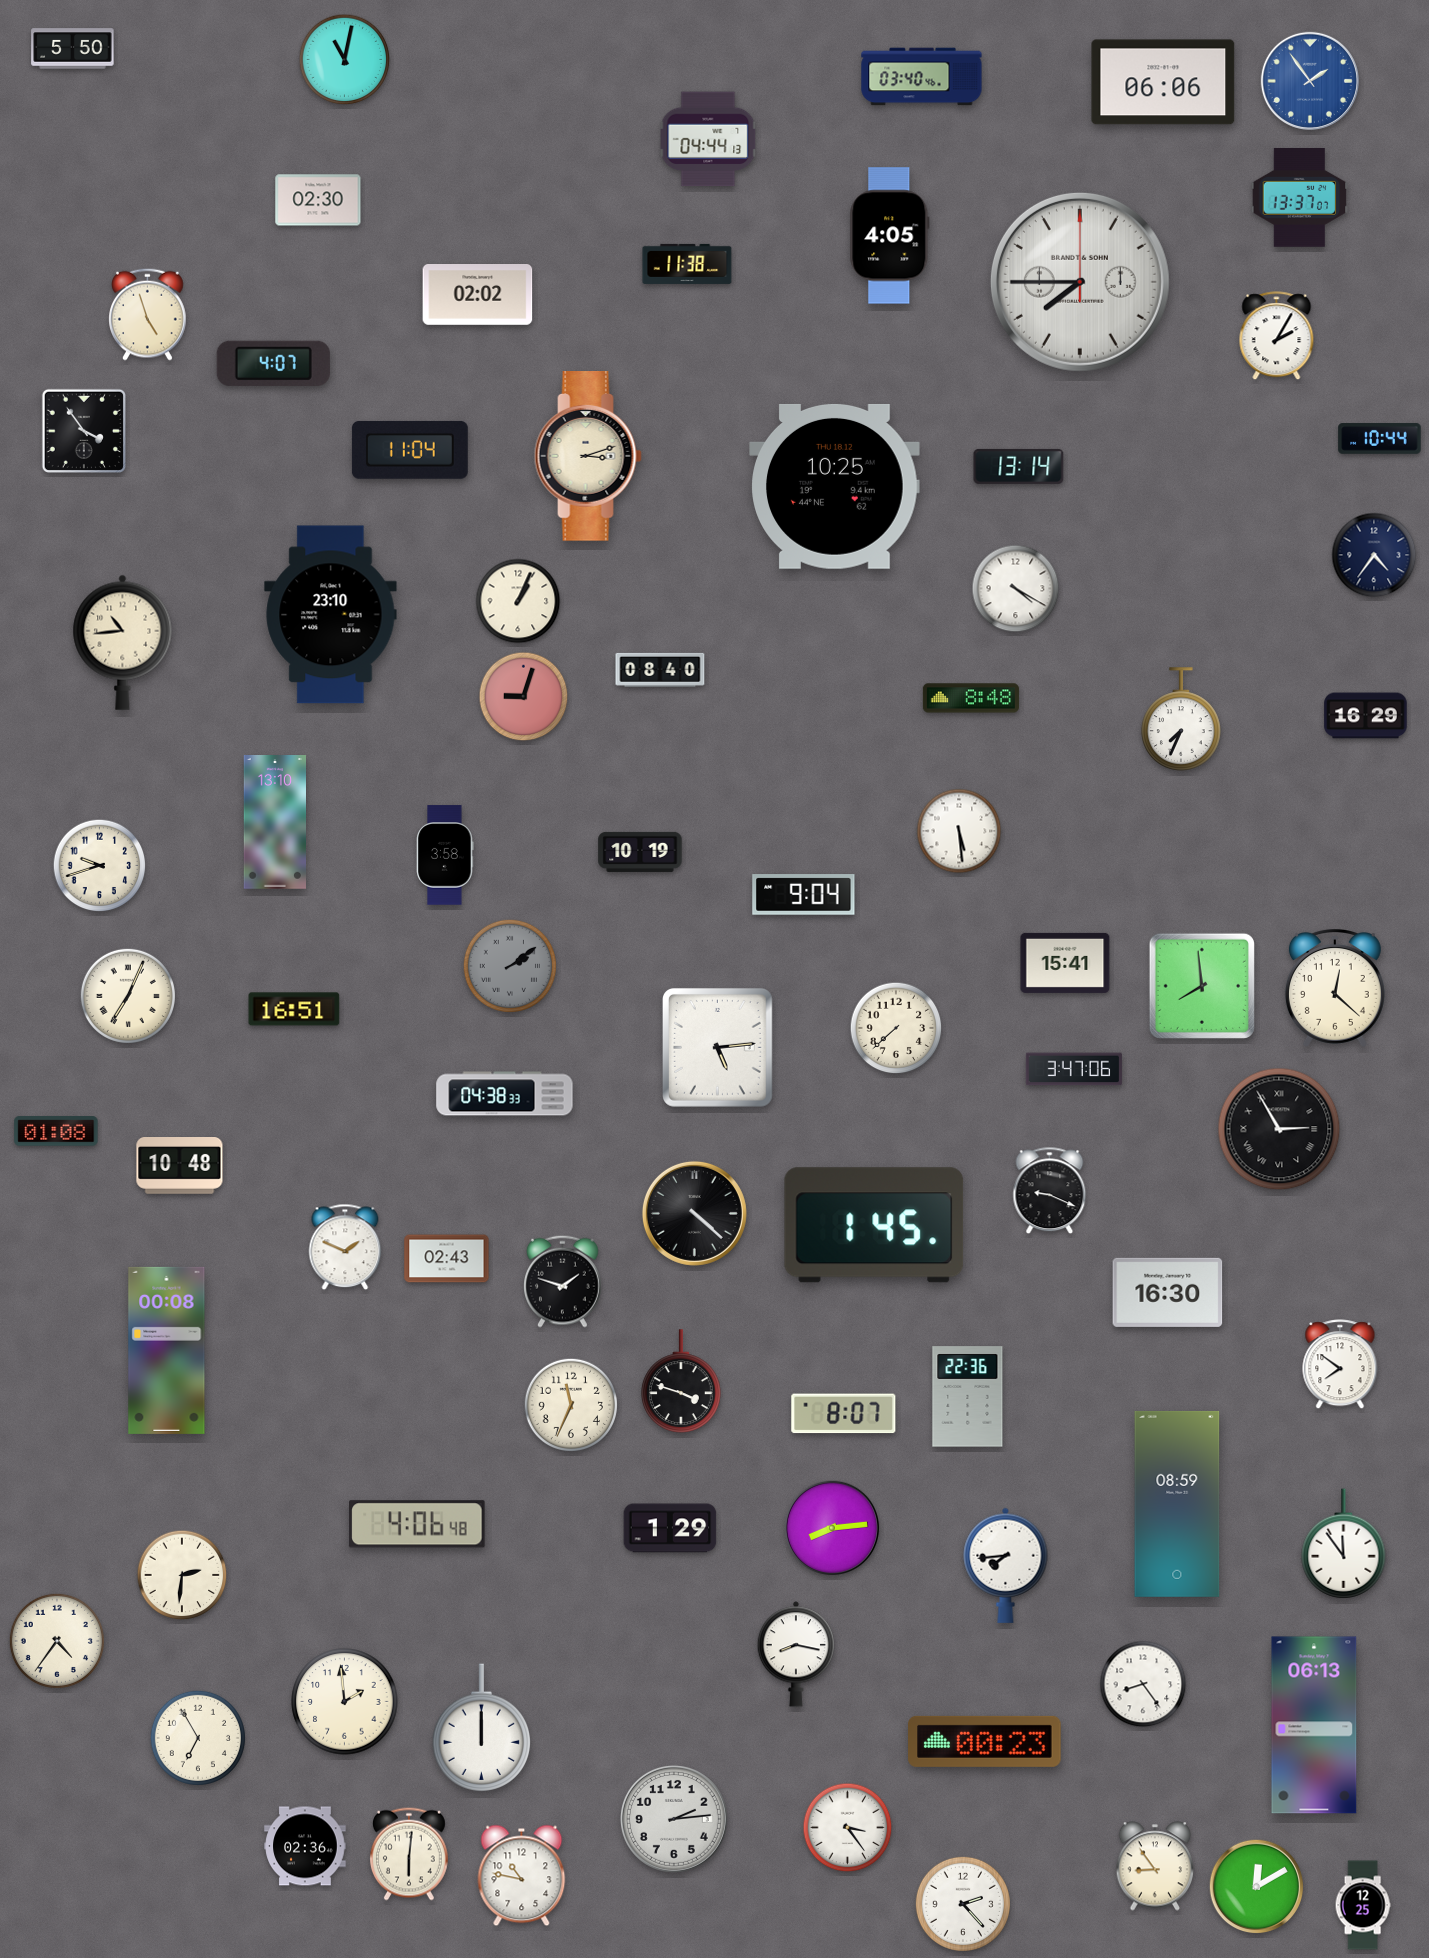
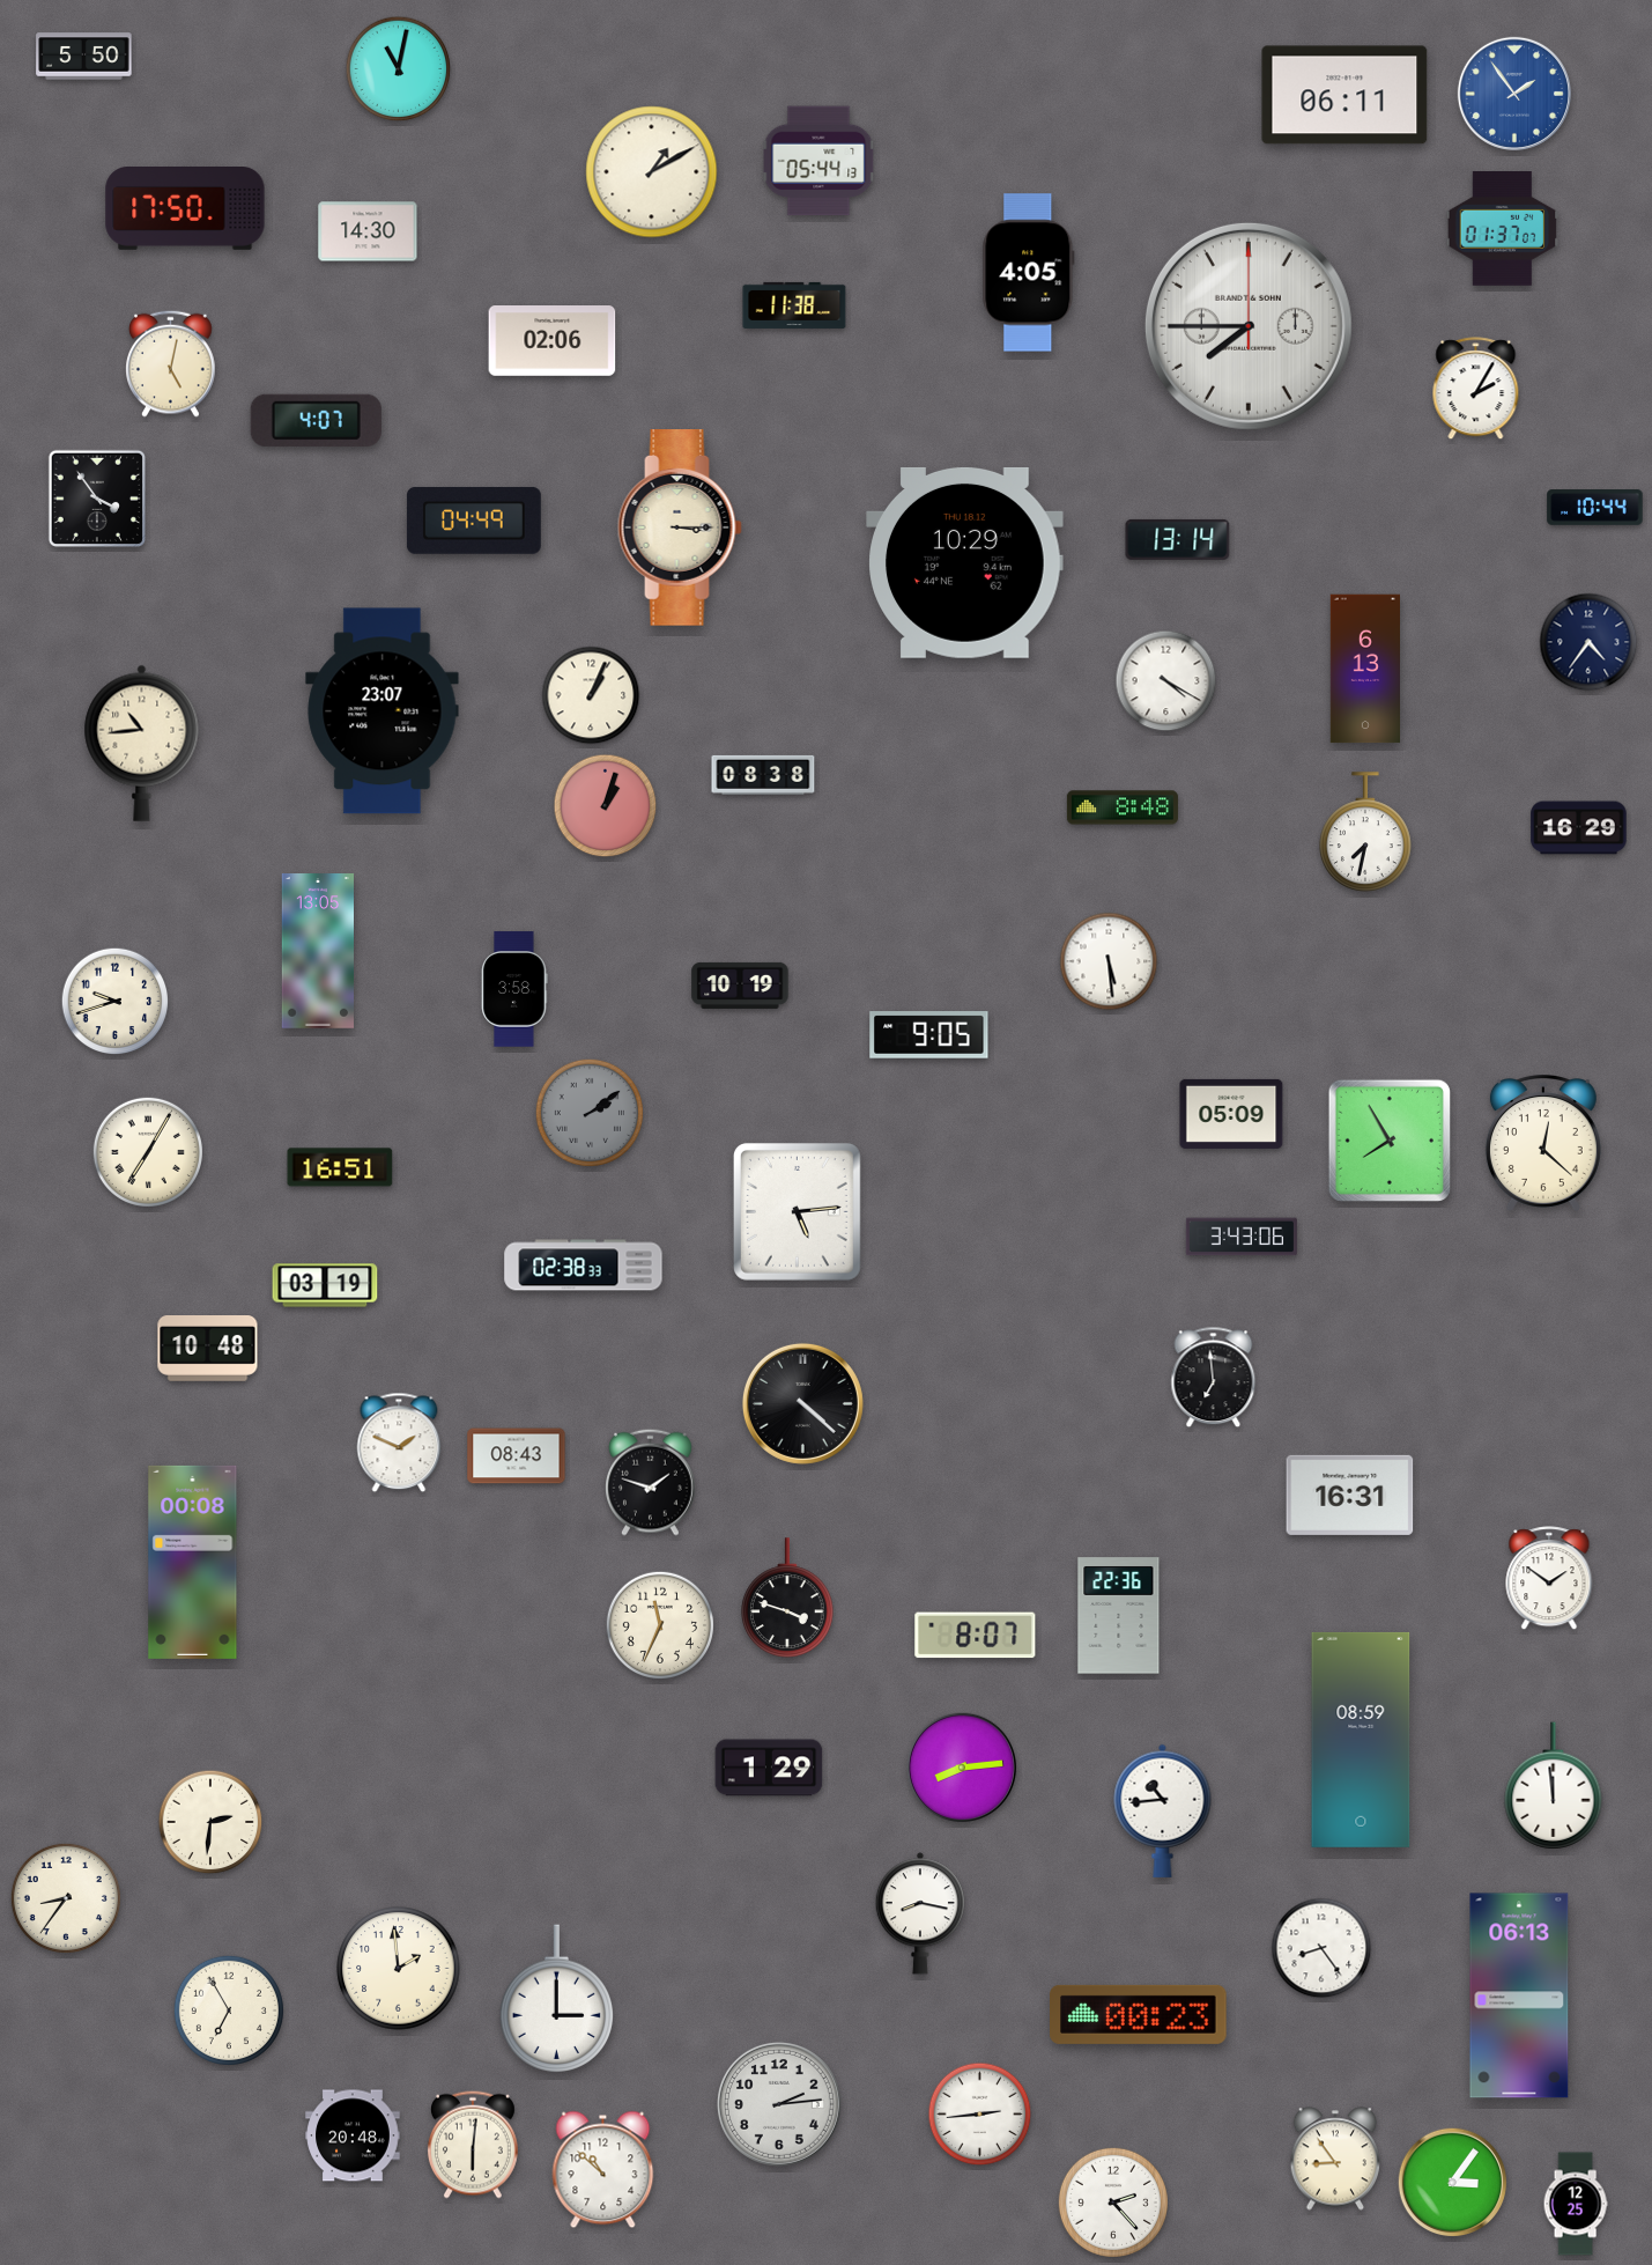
clock at (922, 77): 03:40 -> none
clock at (1163, 82): 06:06 -> 06:11
clock at (708, 139): 04:44 -> 05:44
clock at (652, 172): none -> 1:10
clock at (185, 209): none -> 17:50
clock at (1300, 198): 13:37 -> 01:37
clock at (318, 200): 02:30 -> 14:30
clock at (478, 295): 02:02 -> 02:06
clock at (148, 314): 4:57 -> 5:02
clock at (410, 450): 11:04 -> 04:49
clock at (588, 457): 3:12 -> 3:15
clock at (835, 486): 10:25 -> 10:29
clock at (1364, 669): none -> 6:13
clock at (1016, 589) position: (1016, 589) -> (1166, 681)
clock at (518, 601) position: (518, 601) -> (591, 695)
clock at (331, 615): 23:10 -> 23:07
clock at (660, 670): 08:40 -> 08:38
clock at (524, 697): 9:03 -> 1:03
clock at (1182, 719): 7:34 -> 7:32
clock at (274, 823): 13:10 -> 13:05
clock at (804, 895): 9:04 -> 9:05
clock at (1065, 963): 15:41 -> 05:09
clock at (509, 965) position: (509, 965) -> (588, 1112)
clock at (1202, 986): 7:59 -> 7:55
clock at (128, 996): 7:04 -> 7:05
clock at (896, 1028): 7:38 -> none
clock at (717, 1047) position: (717, 1047) -> (797, 1211)
clock at (1074, 1069): 3:47 -> 3:43
clock at (505, 1094): 04:38 -> 02:38
clock at (325, 1285): none -> 03:19
clock at (1279, 1129): 2:55 -> none
clock at (56, 1131): 01:08 -> none
clock at (1050, 1191): 9:19 -> 6:59
clock at (874, 1225): 1:45 -> none
clock at (447, 1259): 02:43 -> 08:43
clock at (1168, 1292): 16:30 -> 16:31
clock at (1340, 1365): 7:51 -> 1:51
clock at (417, 1524): 4:06 -> none
clock at (670, 1528) position: (670, 1528) -> (769, 1768)
clock at (1344, 1544): 11:54 -> 11:59
clock at (1006, 1565): 7:44 -> 10:44
clock at (57, 1641): 4:36 -> 8:36
clock at (482, 1728): 12:00 -> 3:00
clock at (848, 1828): 3:24 -> 2:44
clock at (305, 1846): 02:36 -> 20:48
clock at (522, 1876): 10:47 -> 10:52
clock at (1257, 1887): 12:10 -> 3:06
